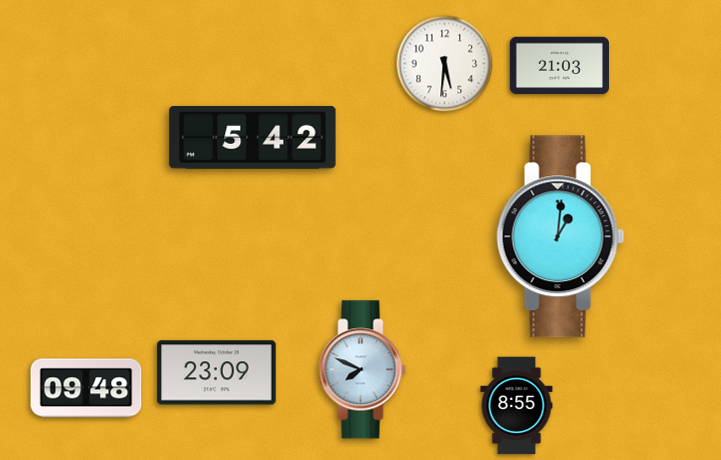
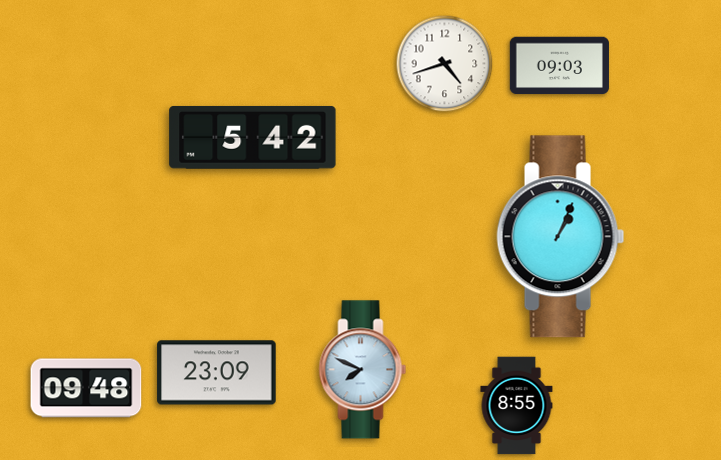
clock at (445, 64): 5:31 -> 4:42
clock at (559, 66): 21:03 -> 09:03
clock at (561, 237): 1:01 -> 1:04
